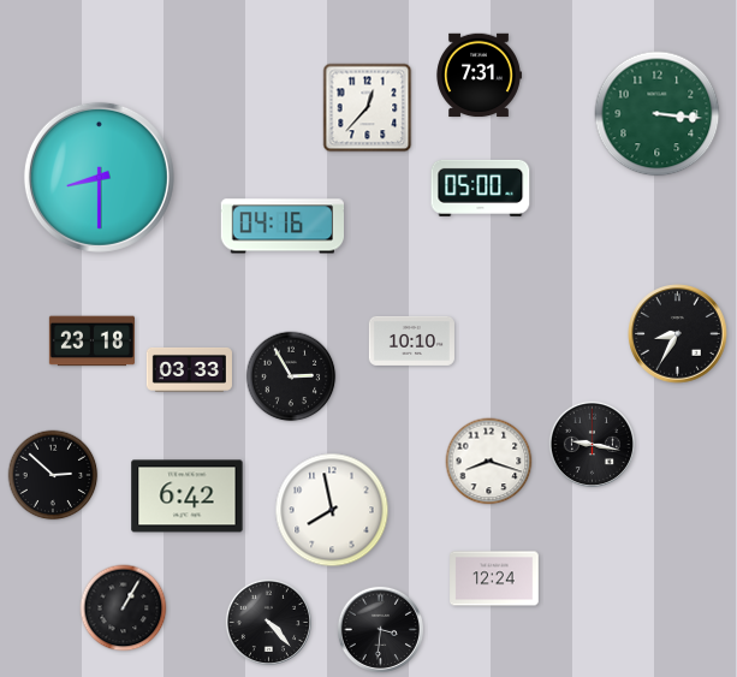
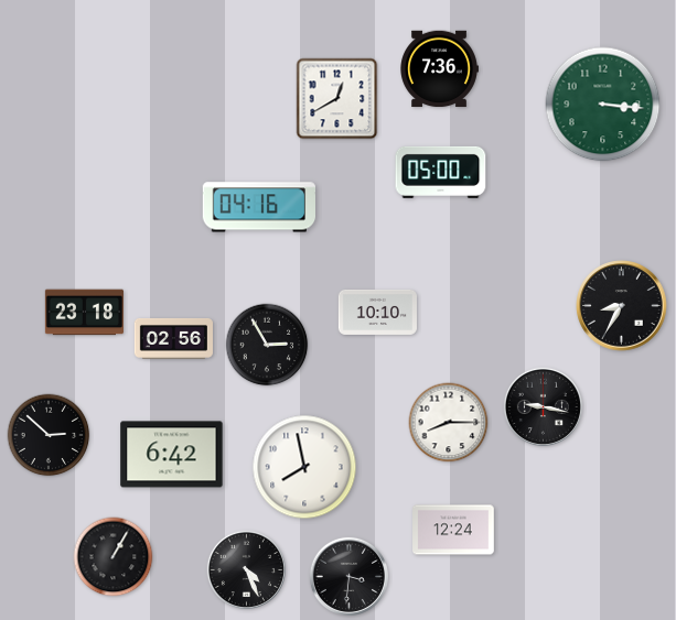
clock at (479, 76): 7:31 -> 7:36
clock at (368, 108): 12:37 -> 12:40
clock at (99, 177): 8:30 -> none
clock at (189, 369): 03:33 -> 02:56
clock at (489, 462): 8:18 -> 8:15
clock at (268, 622): 4:23 -> 4:26
